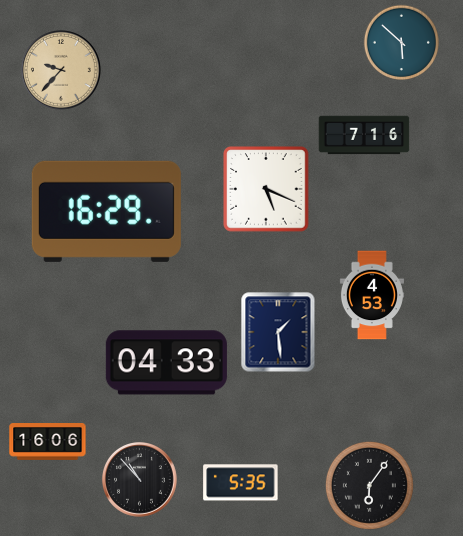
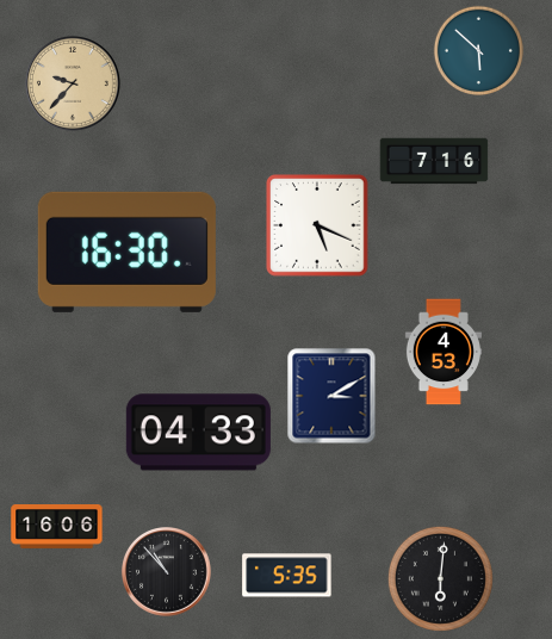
clock at (106, 211): 16:29 -> 16:30
clock at (278, 332): 1:29 -> 3:10
clock at (369, 485): 6:06 -> 6:01
